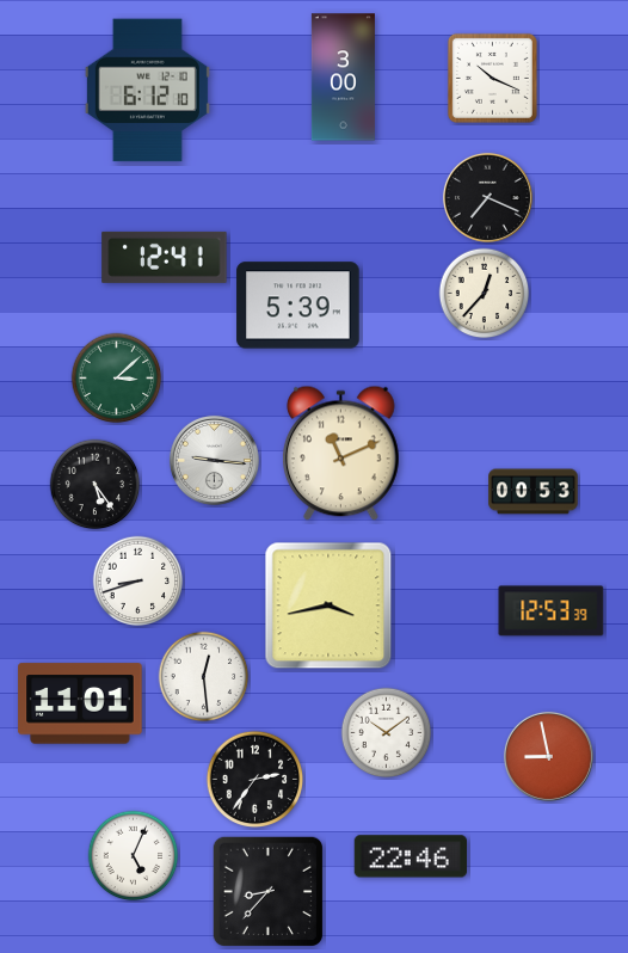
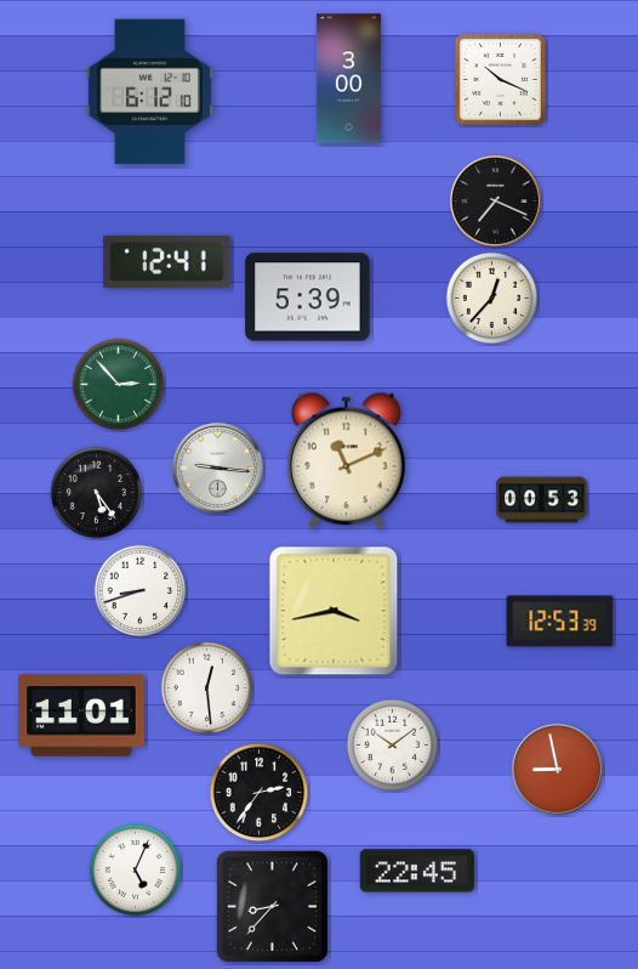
clock at (298, 306) position: (298, 306) -> (308, 297)
clock at (117, 379): 3:08 -> 2:53
clock at (328, 605) position: (328, 605) -> (334, 611)
clock at (410, 856): 22:46 -> 22:45
